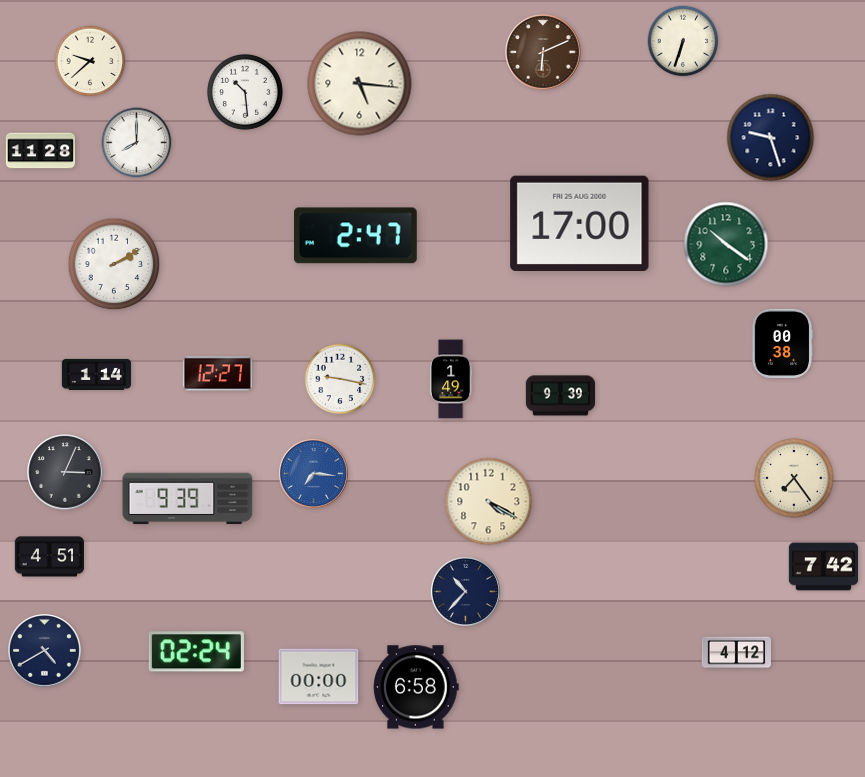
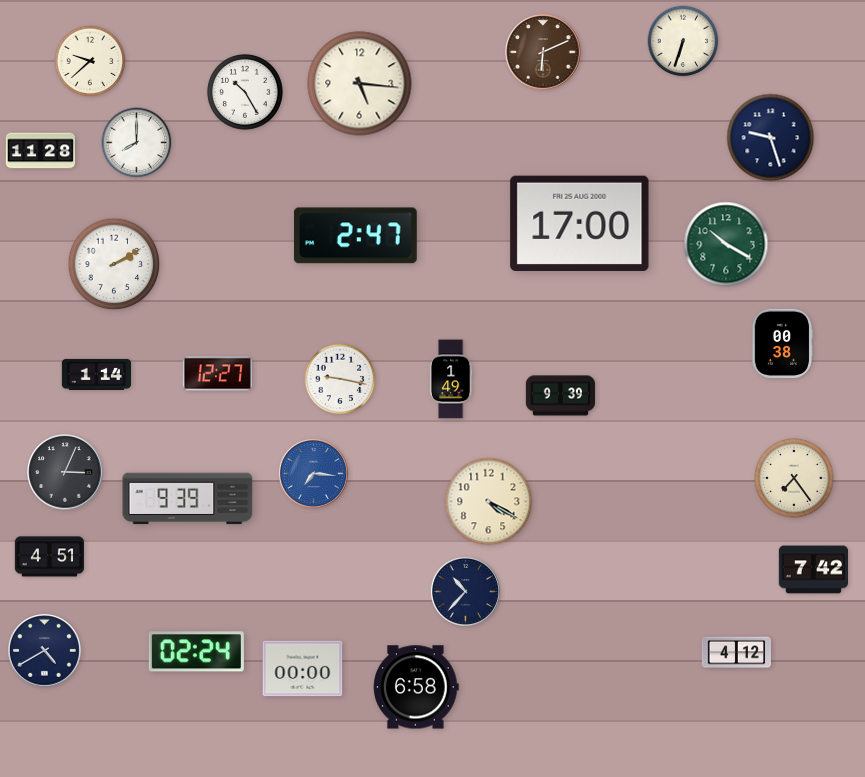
clock at (245, 92): 10:29 -> 10:25
clock at (726, 244): 10:21 -> 10:20
clock at (824, 567) position: (824, 567) -> (814, 570)
clock at (319, 677) position: (319, 677) -> (303, 669)
